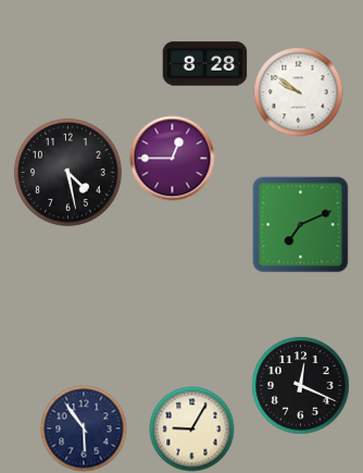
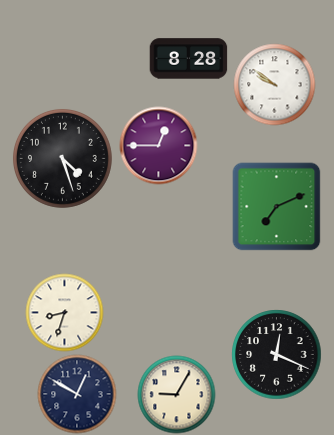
clock at (67, 172): 4:28 -> 4:27
clock at (64, 312): none -> 8:33
clock at (84, 428): 5:54 -> 12:50
